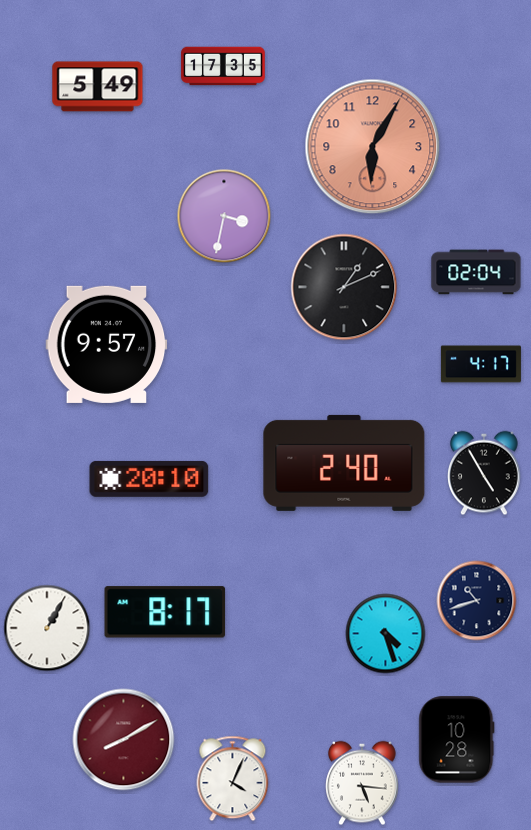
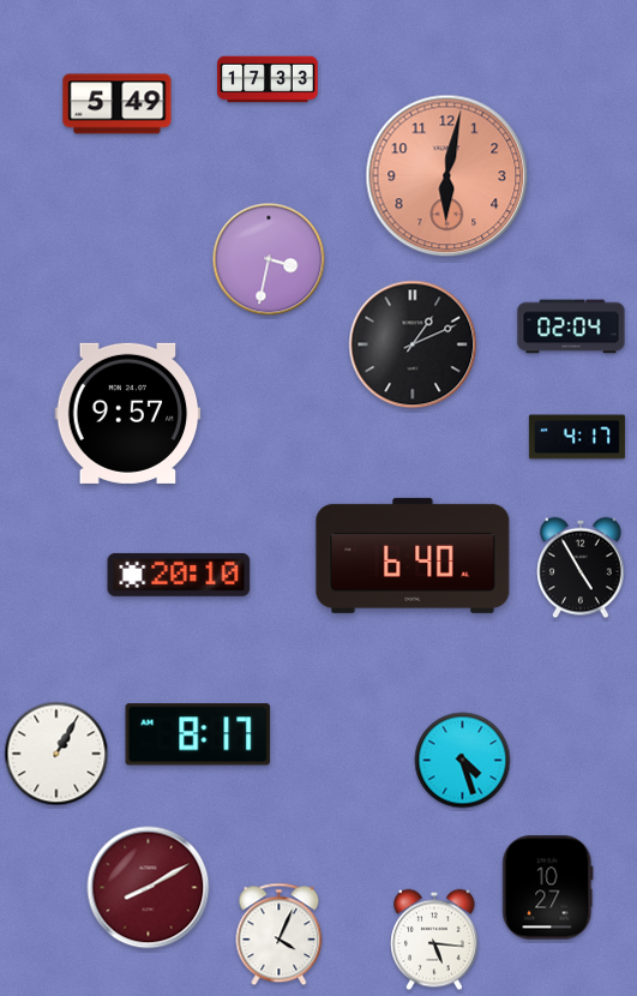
clock at (223, 66): 17:35 -> 17:33
clock at (373, 147): 6:05 -> 6:02
clock at (344, 463): 2:40 -> 6:40
clock at (477, 601): 10:42 -> none
clock at (457, 740): 10:28 -> 10:27
